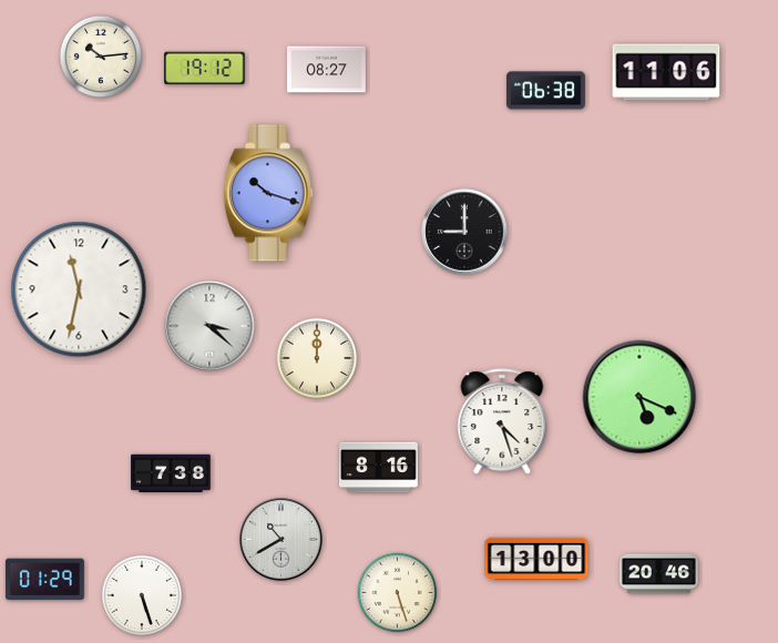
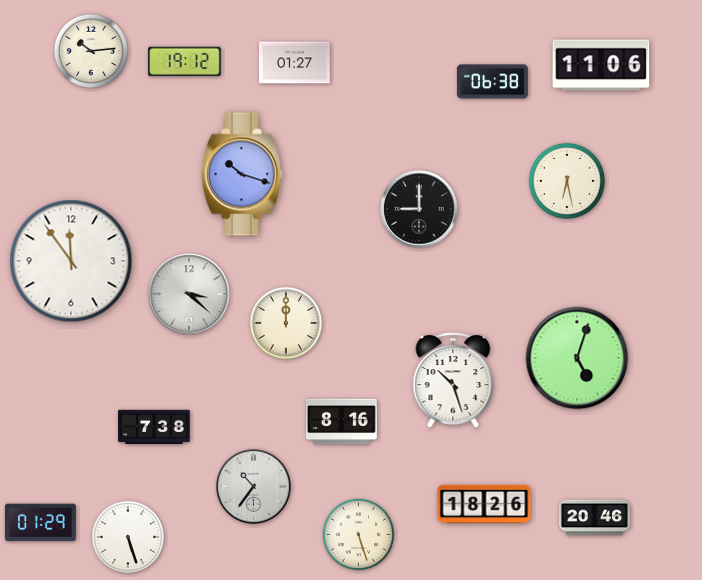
clock at (326, 70): 08:27 -> 01:27
clock at (567, 181): none -> 6:28
clock at (79, 289): 11:32 -> 11:54
clock at (639, 397): 5:19 -> 5:03
clock at (502, 421): 4:27 -> 10:27
clock at (281, 540): 10:40 -> 10:36
clock at (536, 559): 13:00 -> 18:26
